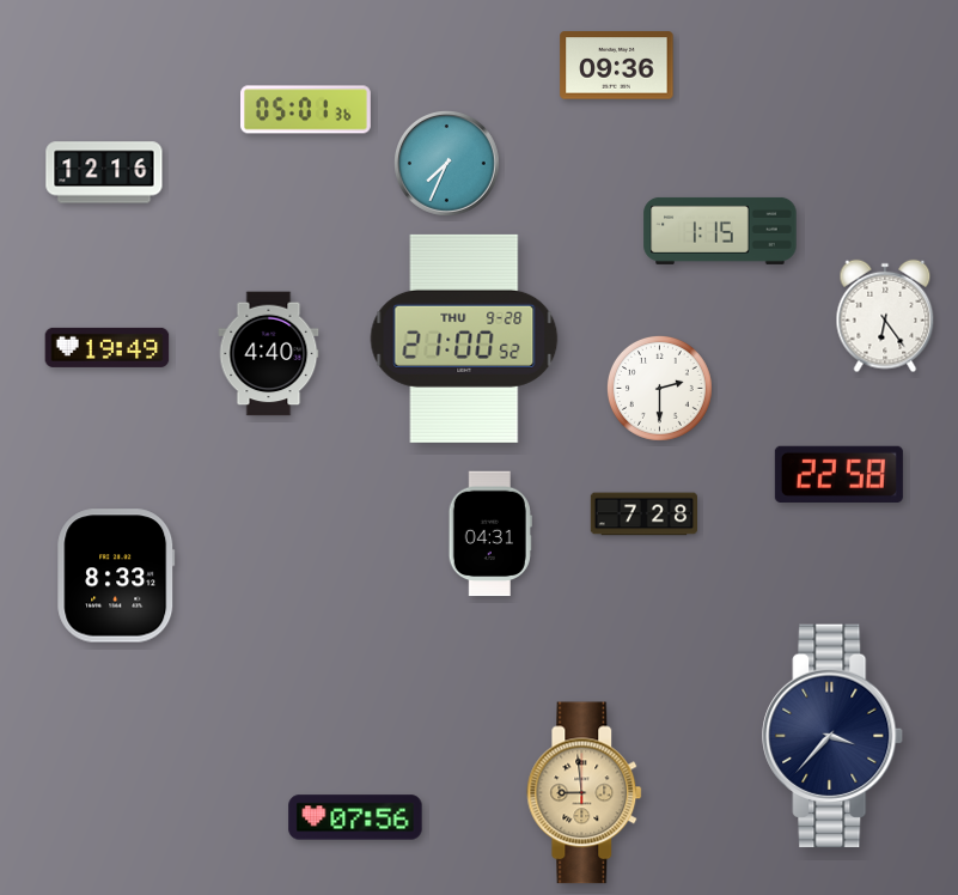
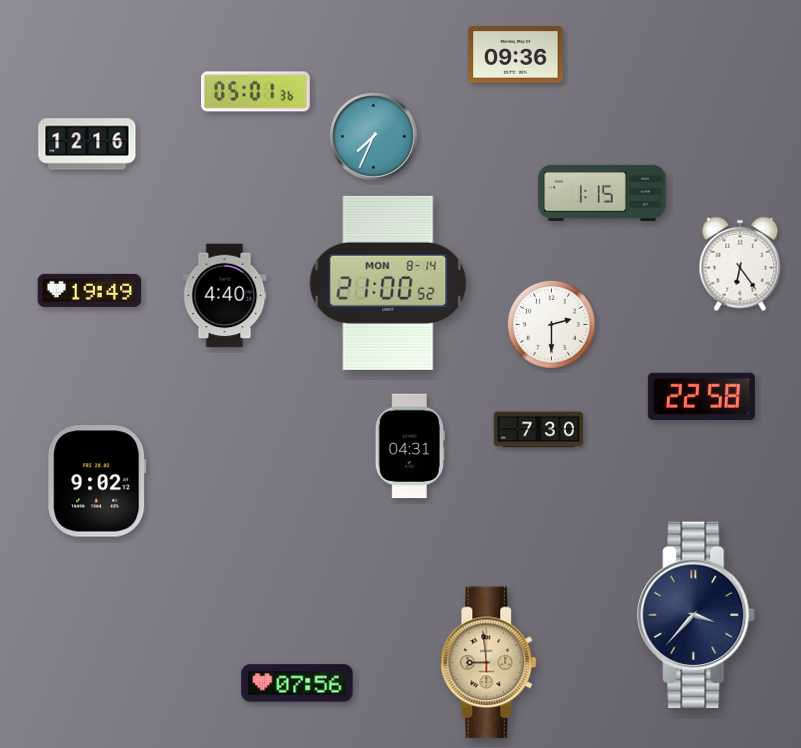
clock at (464, 339) date: THU 9-28 -> MON 8-14
clock at (643, 515): 7:28 -> 7:30
clock at (116, 576): 8:33 -> 9:02
